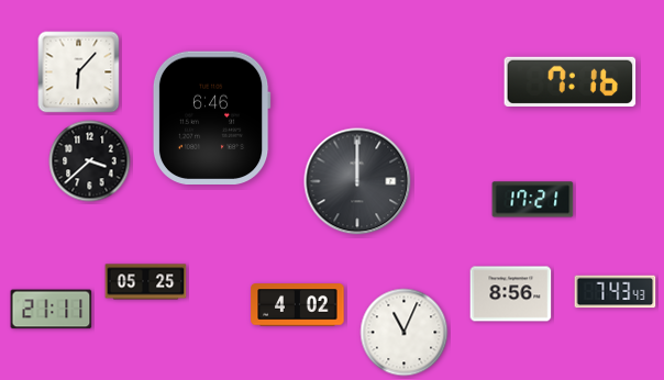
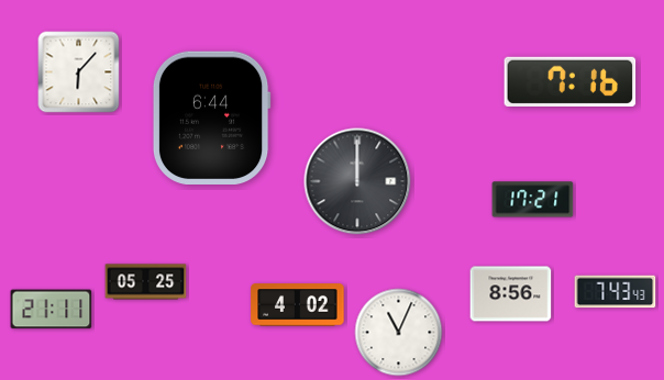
clock at (211, 118): 6:46 -> 6:44
clock at (90, 161): 3:38 -> none
clock at (405, 333) position: (405, 333) -> (399, 333)
